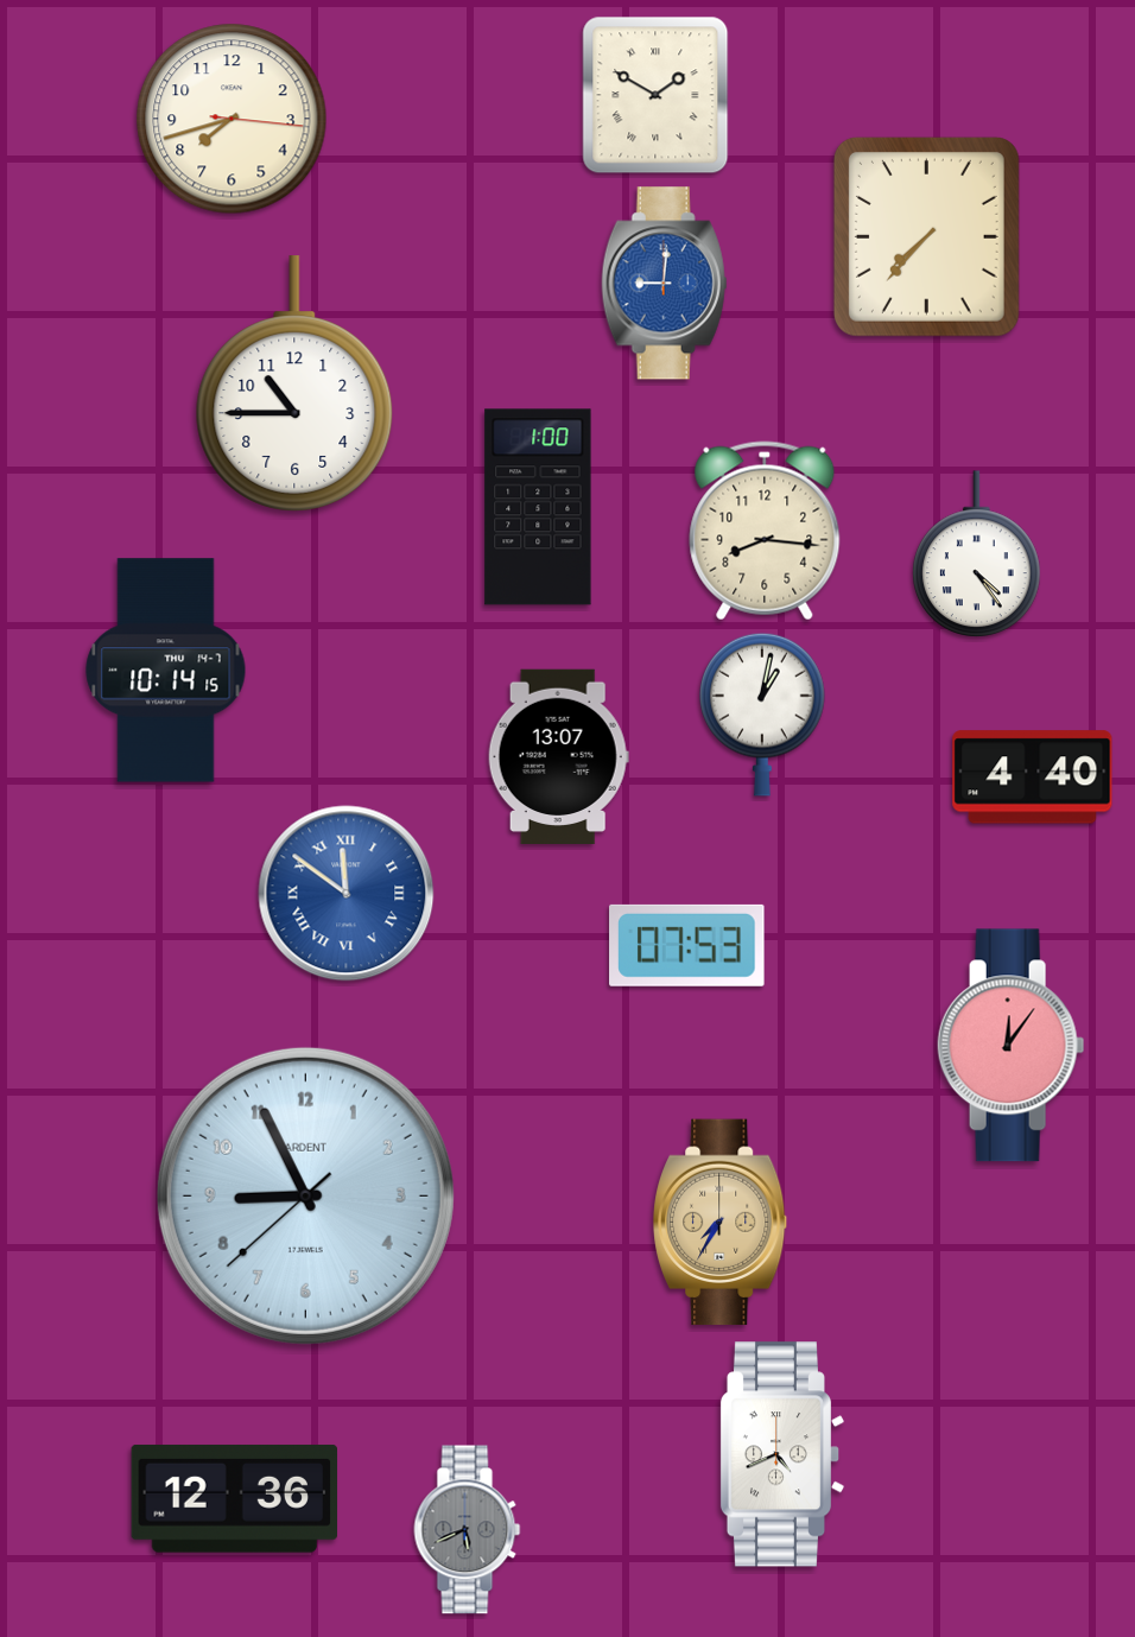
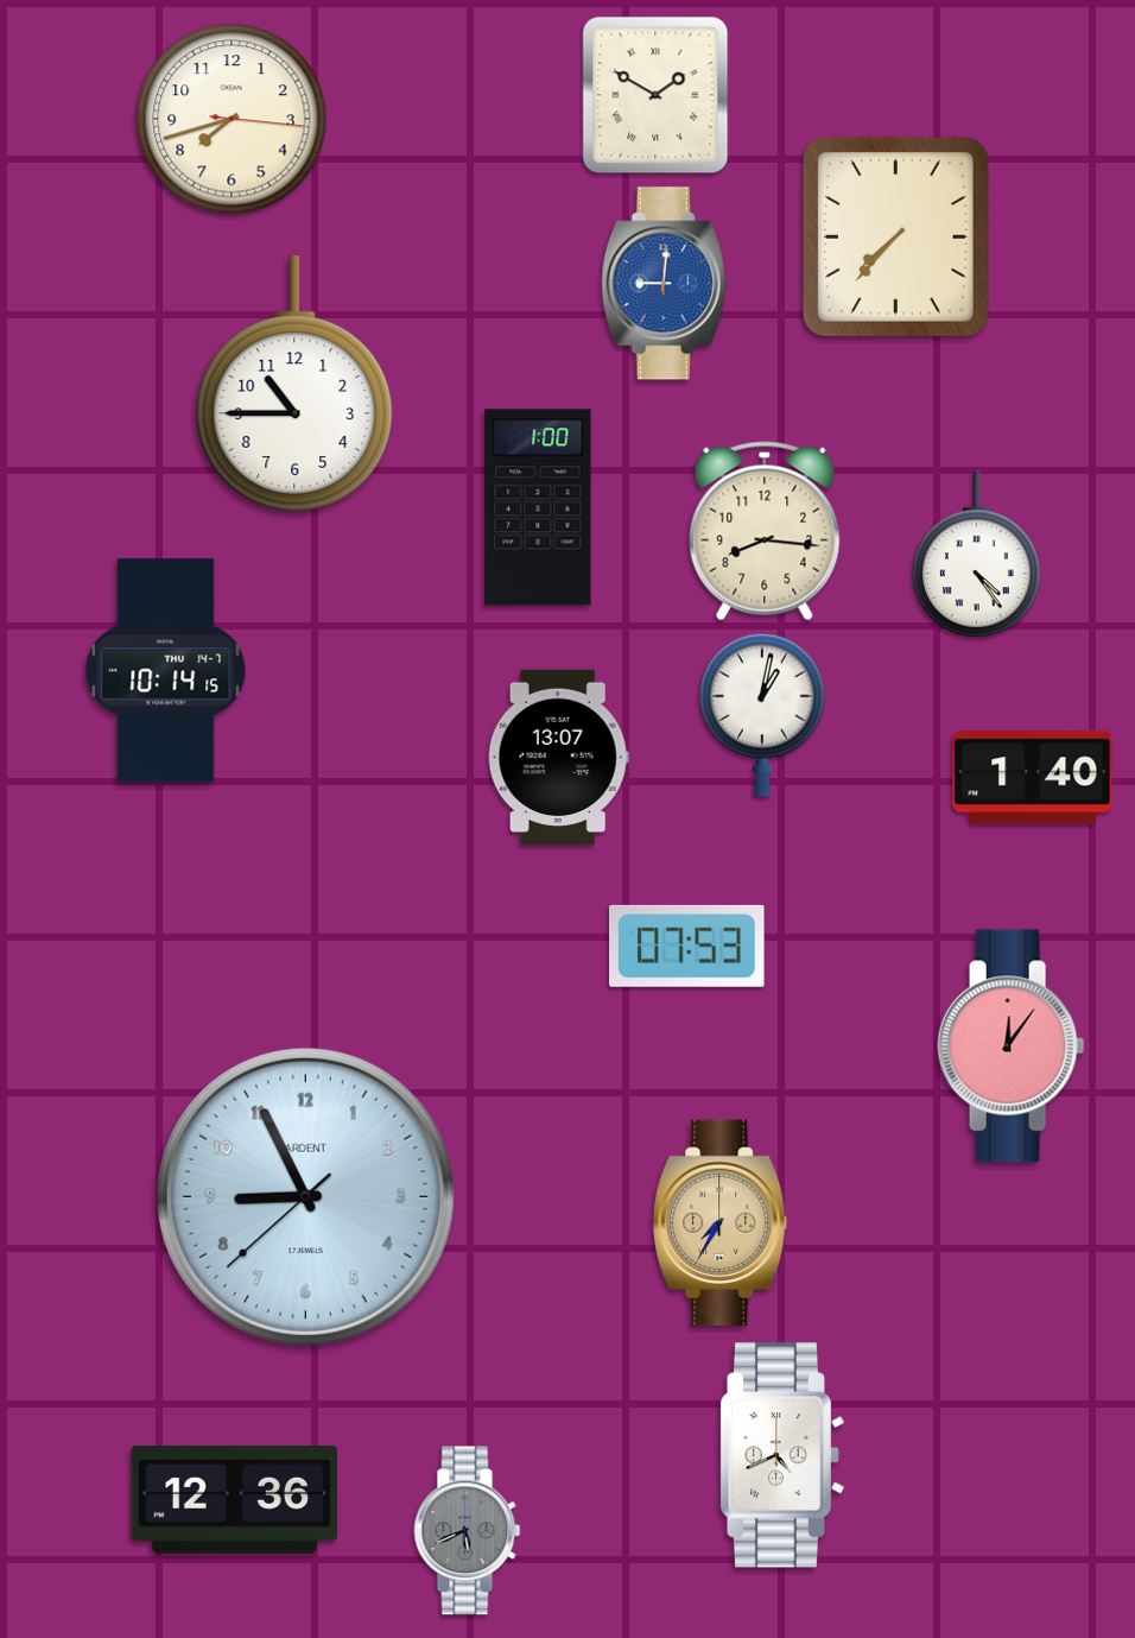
clock at (926, 236) position: (926, 236) -> (895, 236)
clock at (1033, 778): 4:40 -> 1:40
clock at (347, 894): 11:51 -> none
